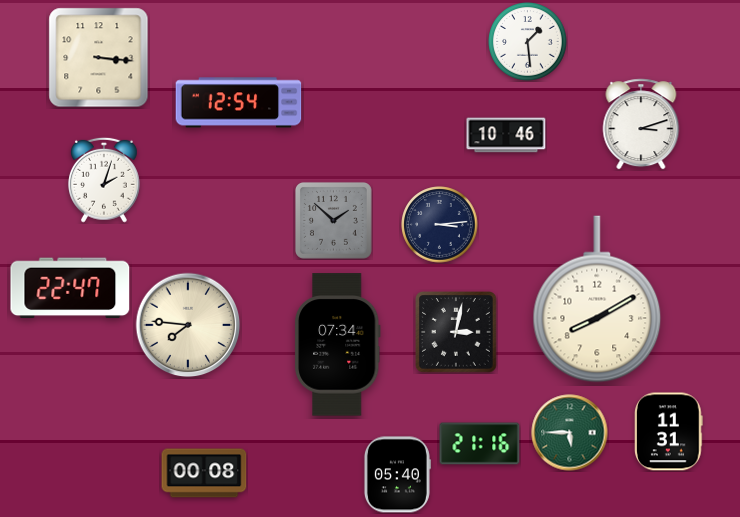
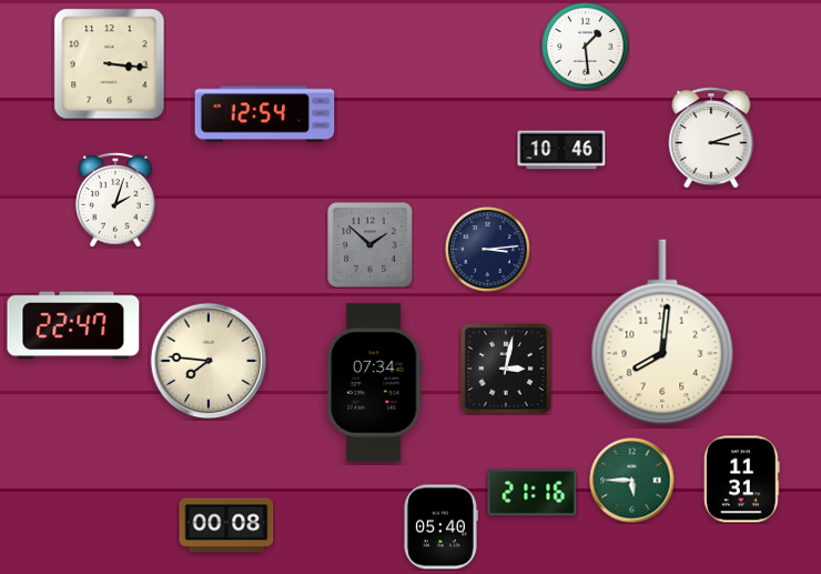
clock at (70, 288) position: (70, 288) -> (73, 325)
clock at (597, 299): 8:10 -> 8:01
